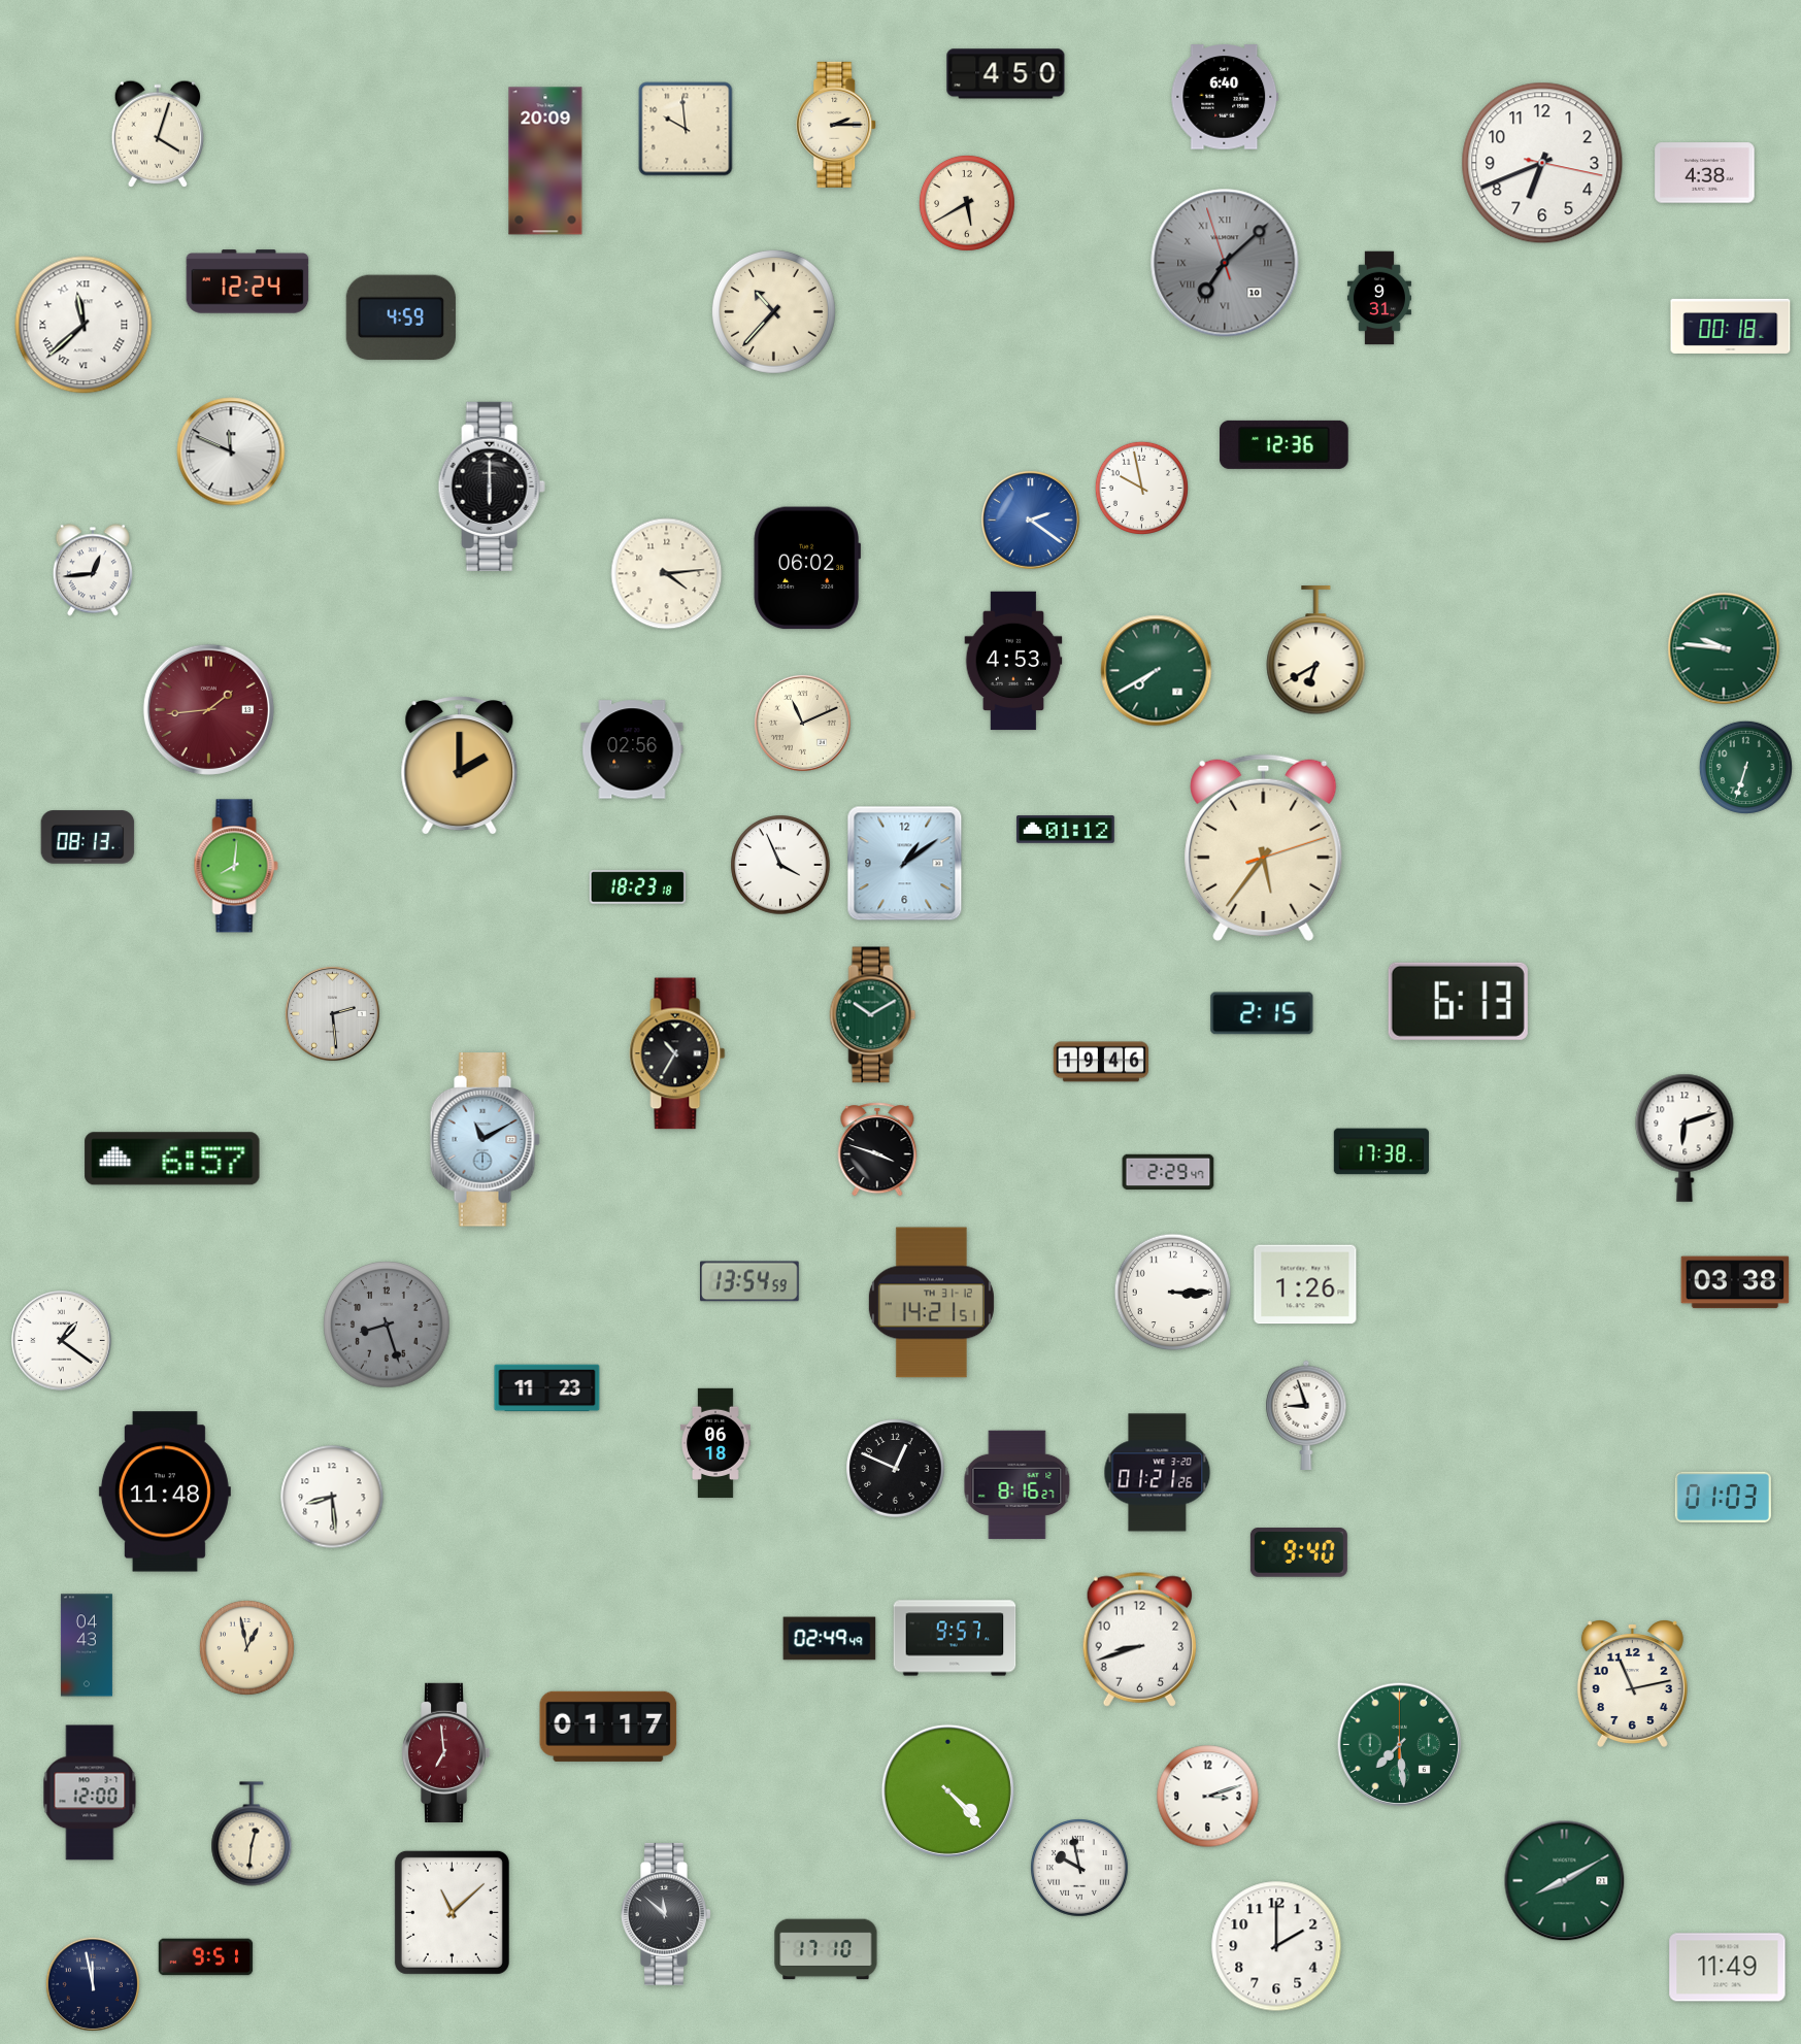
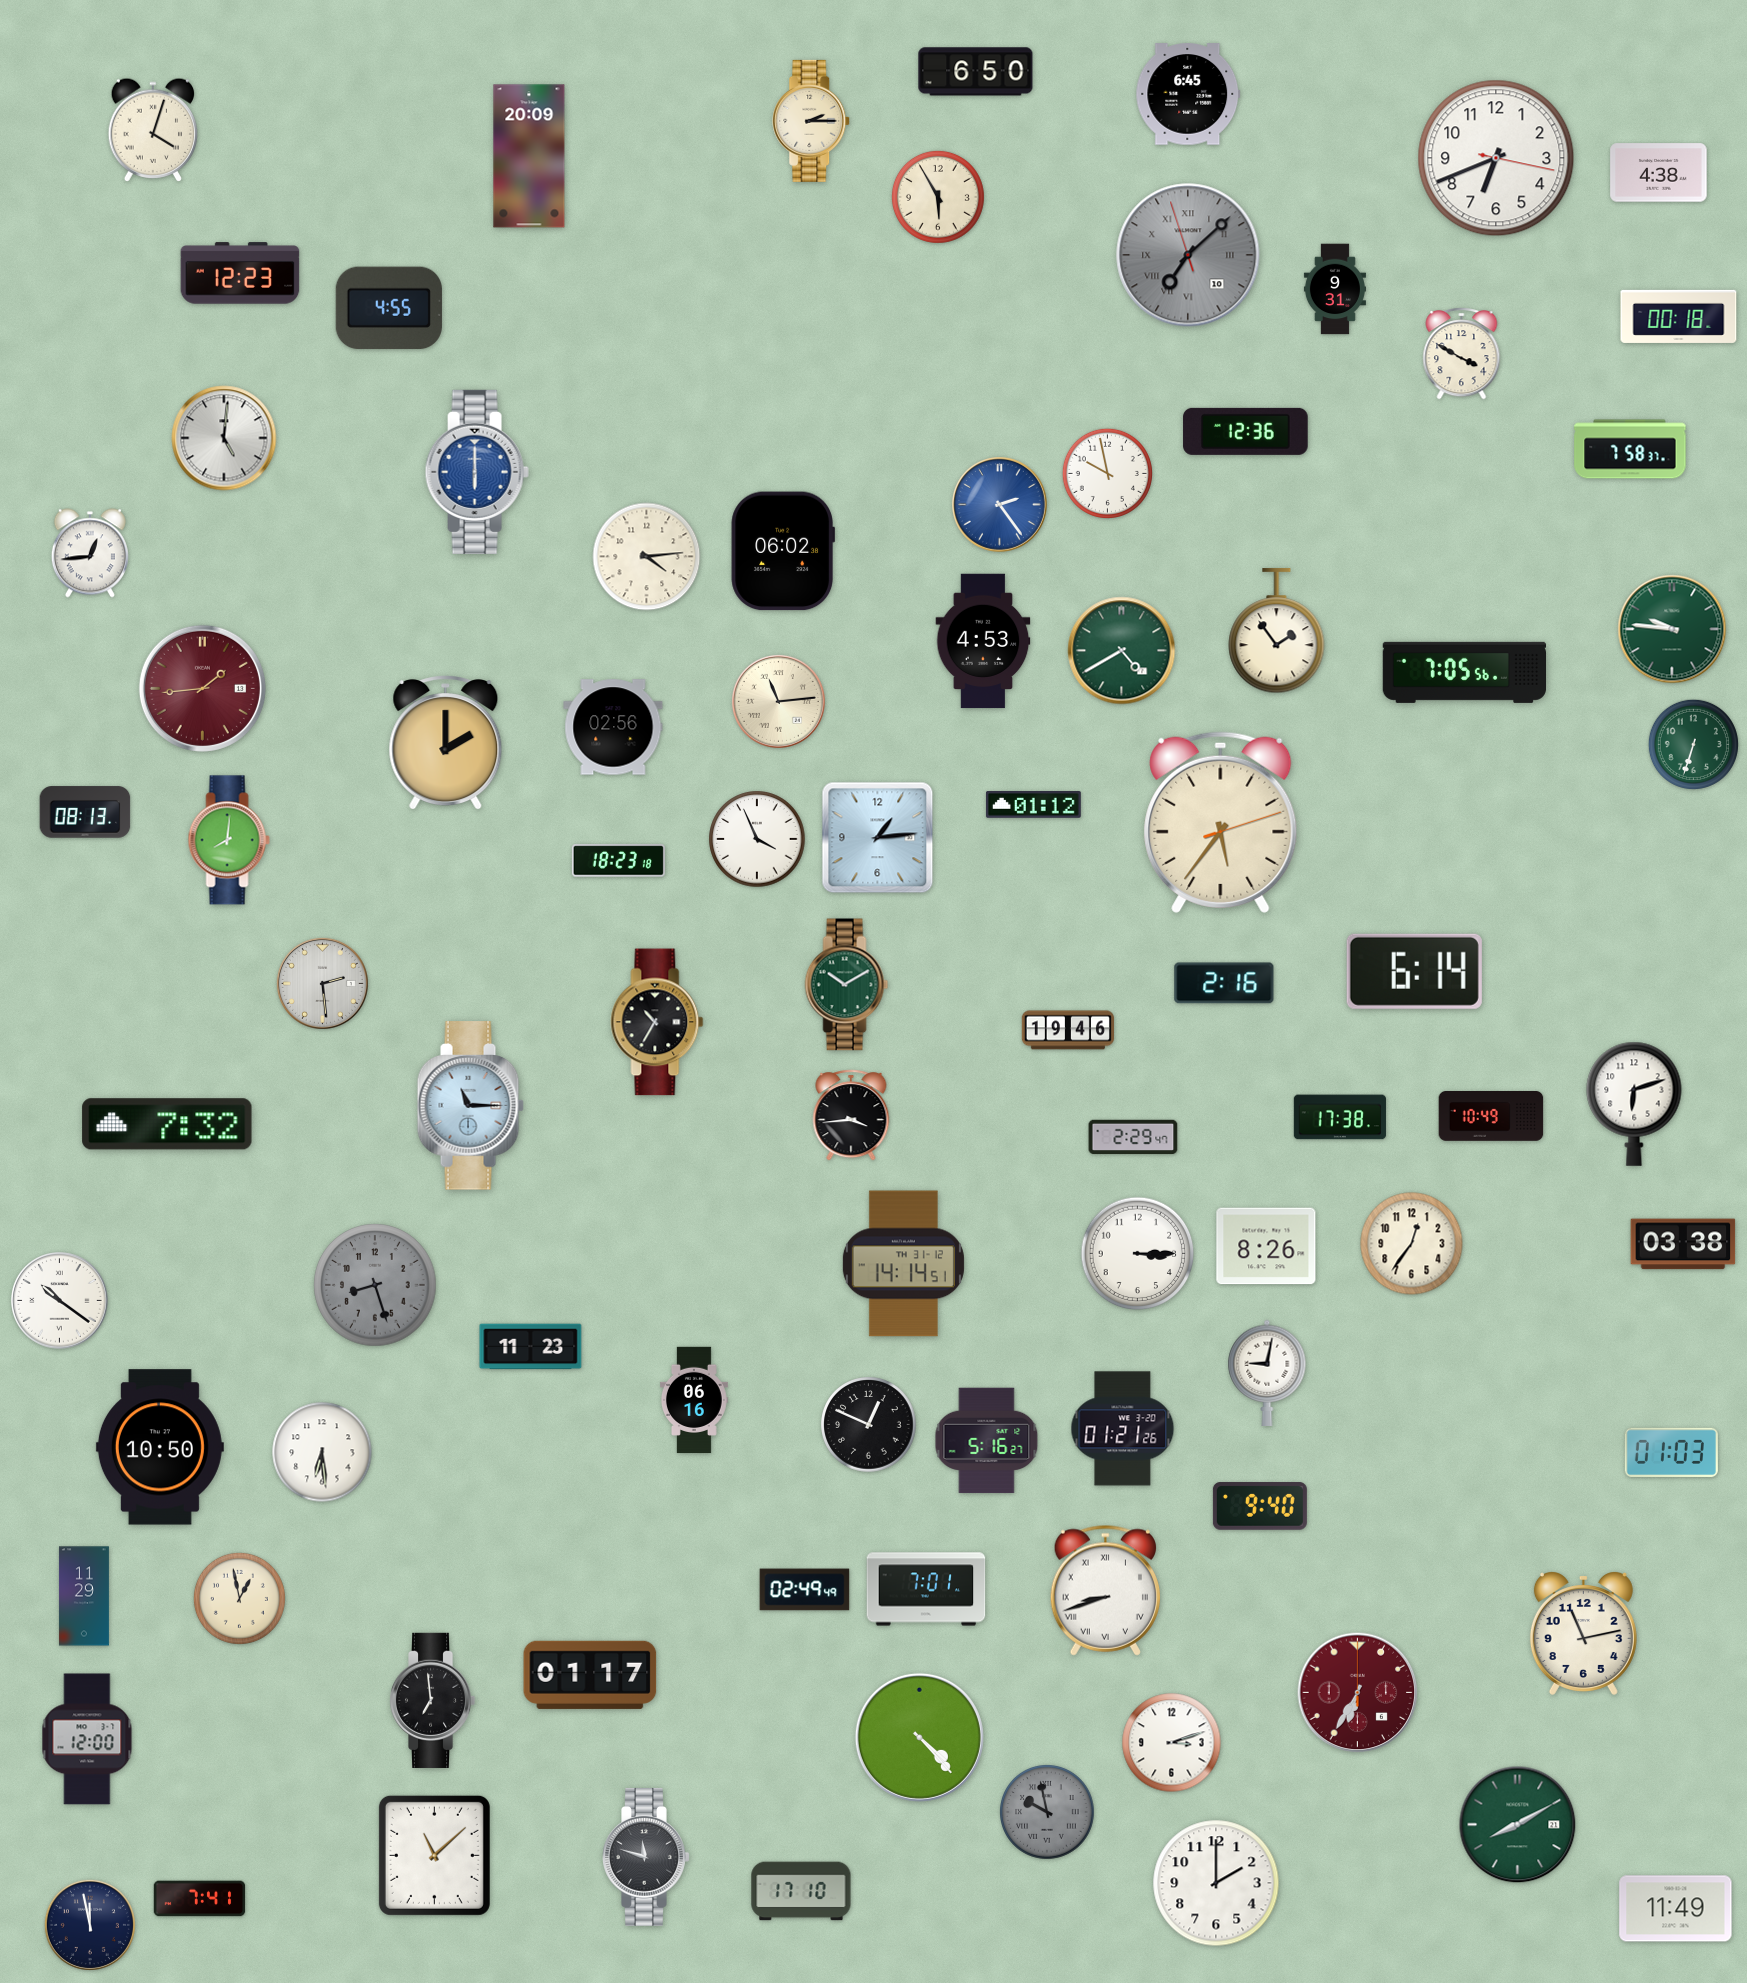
clock at (1006, 74): 4:50 -> 6:50
clock at (1225, 97): 6:40 -> 6:45
clock at (686, 129): 9:59 -> none
clock at (1705, 173) position: (1705, 173) -> (1659, 173)
clock at (967, 203): 5:40 -> 5:55
clock at (247, 281): 12:24 -> 12:23
clock at (1379, 298) position: (1379, 298) -> (1335, 289)
clock at (773, 311): 10:37 -> none
clock at (401, 317): 4:59 -> 4:55
clock at (84, 325): 11:38 -> none
clock at (1462, 354): none -> 3:50
clock at (231, 451): 11:49 -> 5:01
clock at (1630, 449): none -> 7:58
clock at (492, 487) dial: black -> blue
clock at (1030, 520): 2:21 -> 2:24
clock at (1316, 650): 6:40 -> 1:54
clock at (1157, 671): 7:40 -> 4:40
clock at (1464, 672): none -> 7:05
clock at (802, 723): 11:11 -> 11:14
clock at (1264, 847) position: (1264, 847) -> (1221, 822)
clock at (905, 864): 1:09 -> 1:14
clock at (1458, 1001): 6:13 -> 6:14
clock at (1262, 1013): 2:15 -> 2:16
clock at (485, 1140): 11:10 -> 11:15
clock at (877, 1149): 3:48 -> 3:44
clock at (1491, 1117): none -> 10:49
clock at (172, 1159): 6:57 -> 7:32
clock at (749, 1281): 13:54 -> none
clock at (1412, 1244): none -> 12:36
clock at (1305, 1284): 1:26 -> 8:26
clock at (931, 1303): 14:21 -> 14:14
clock at (62, 1341): 1:21 -> 10:21
clock at (1306, 1414): 8:57 -> 9:02
clock at (716, 1443): 06:18 -> 06:16
clock at (1018, 1485): 8:16 -> 5:16
clock at (165, 1492): 11:48 -> 10:50
clock at (332, 1497): 8:29 -> 6:29
clock at (955, 1638): 9:57 -> 7:01
clock at (1139, 1639) numerals: Arabic -> Roman
clock at (87, 1645): 04:43 -> 11:29
clock at (1400, 1745): 7:29 -> 6:35
clock at (1400, 1745) dial: green -> burgundy
clock at (445, 1752) dial: burgundy -> black
clock at (252, 1834): 12:31 -> none
clock at (1080, 1869) dial: white -> grey
clock at (452, 1912) position: (452, 1912) -> (434, 1855)
clock at (666, 1914): 11:52 -> 11:48
clock at (1276, 1946) position: (1276, 1946) -> (1216, 1883)
clock at (206, 1957): 9:51 -> 7:41
